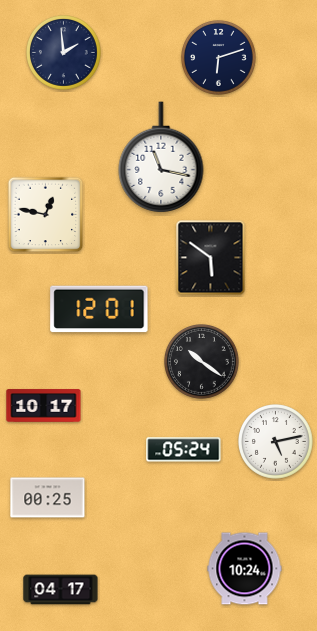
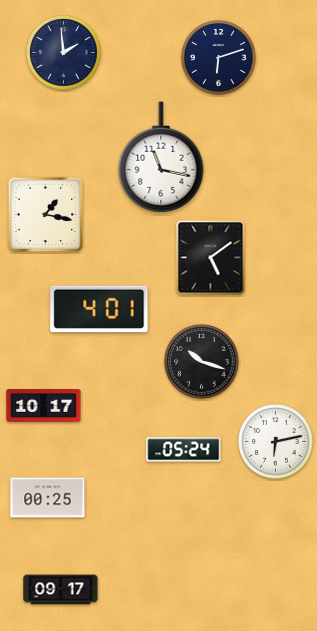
clock at (46, 215): 12:47 -> 1:17
clock at (211, 258): 5:51 -> 5:09
clock at (99, 309): 12:01 -> 4:01
clock at (202, 362): 10:21 -> 10:18
clock at (276, 442): 5:13 -> 6:13
clock at (245, 569): 10:24 -> none
clock at (61, 590): 04:17 -> 09:17
